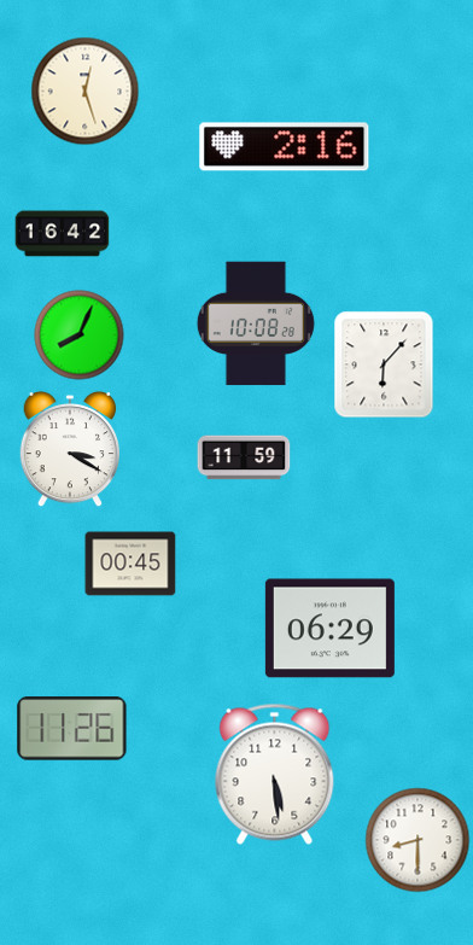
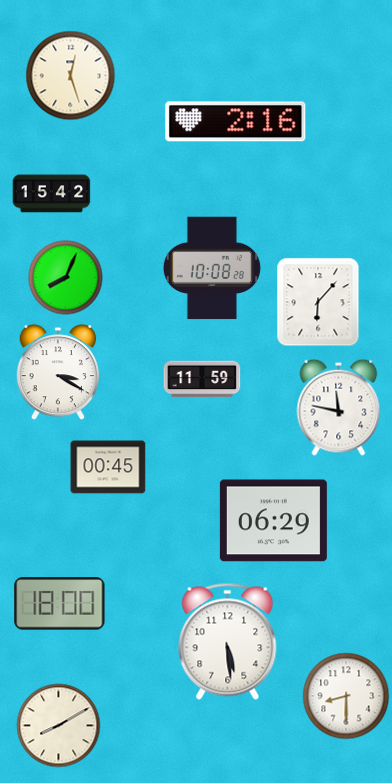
clock at (63, 234): 16:42 -> 15:42
clock at (339, 407): none -> 11:47
clock at (72, 729): 11:26 -> 18:00
clock at (59, 726): none -> 8:10
